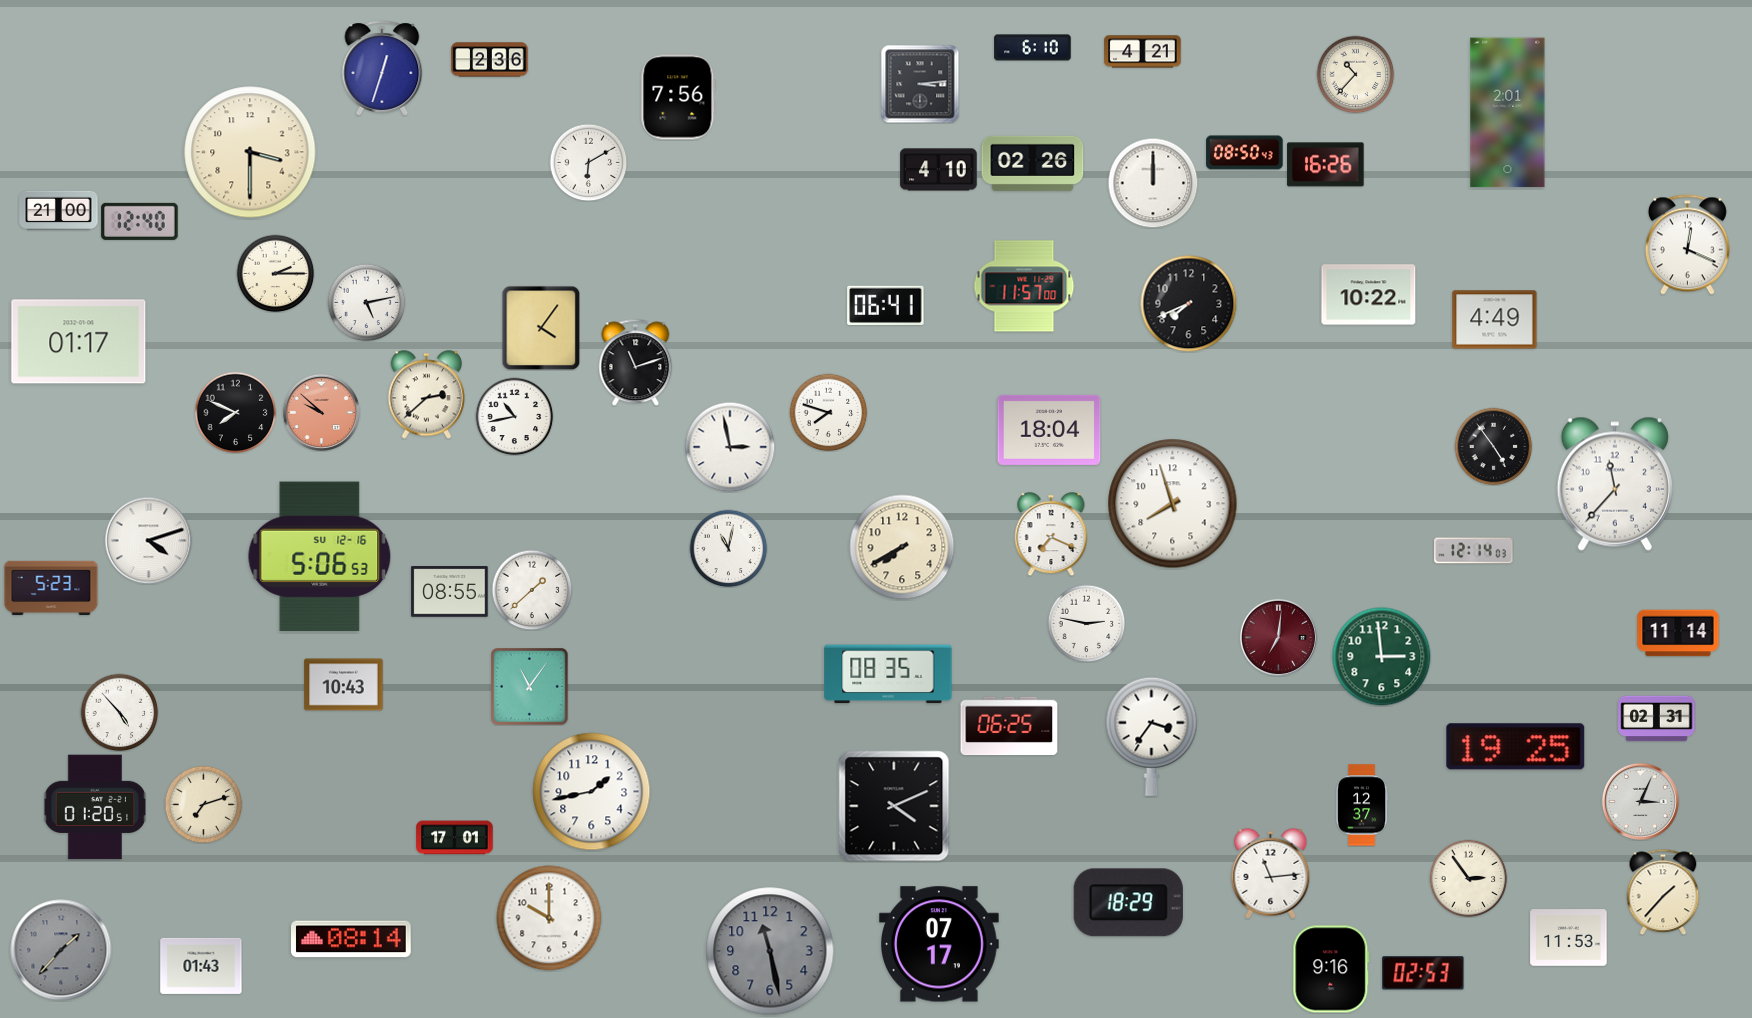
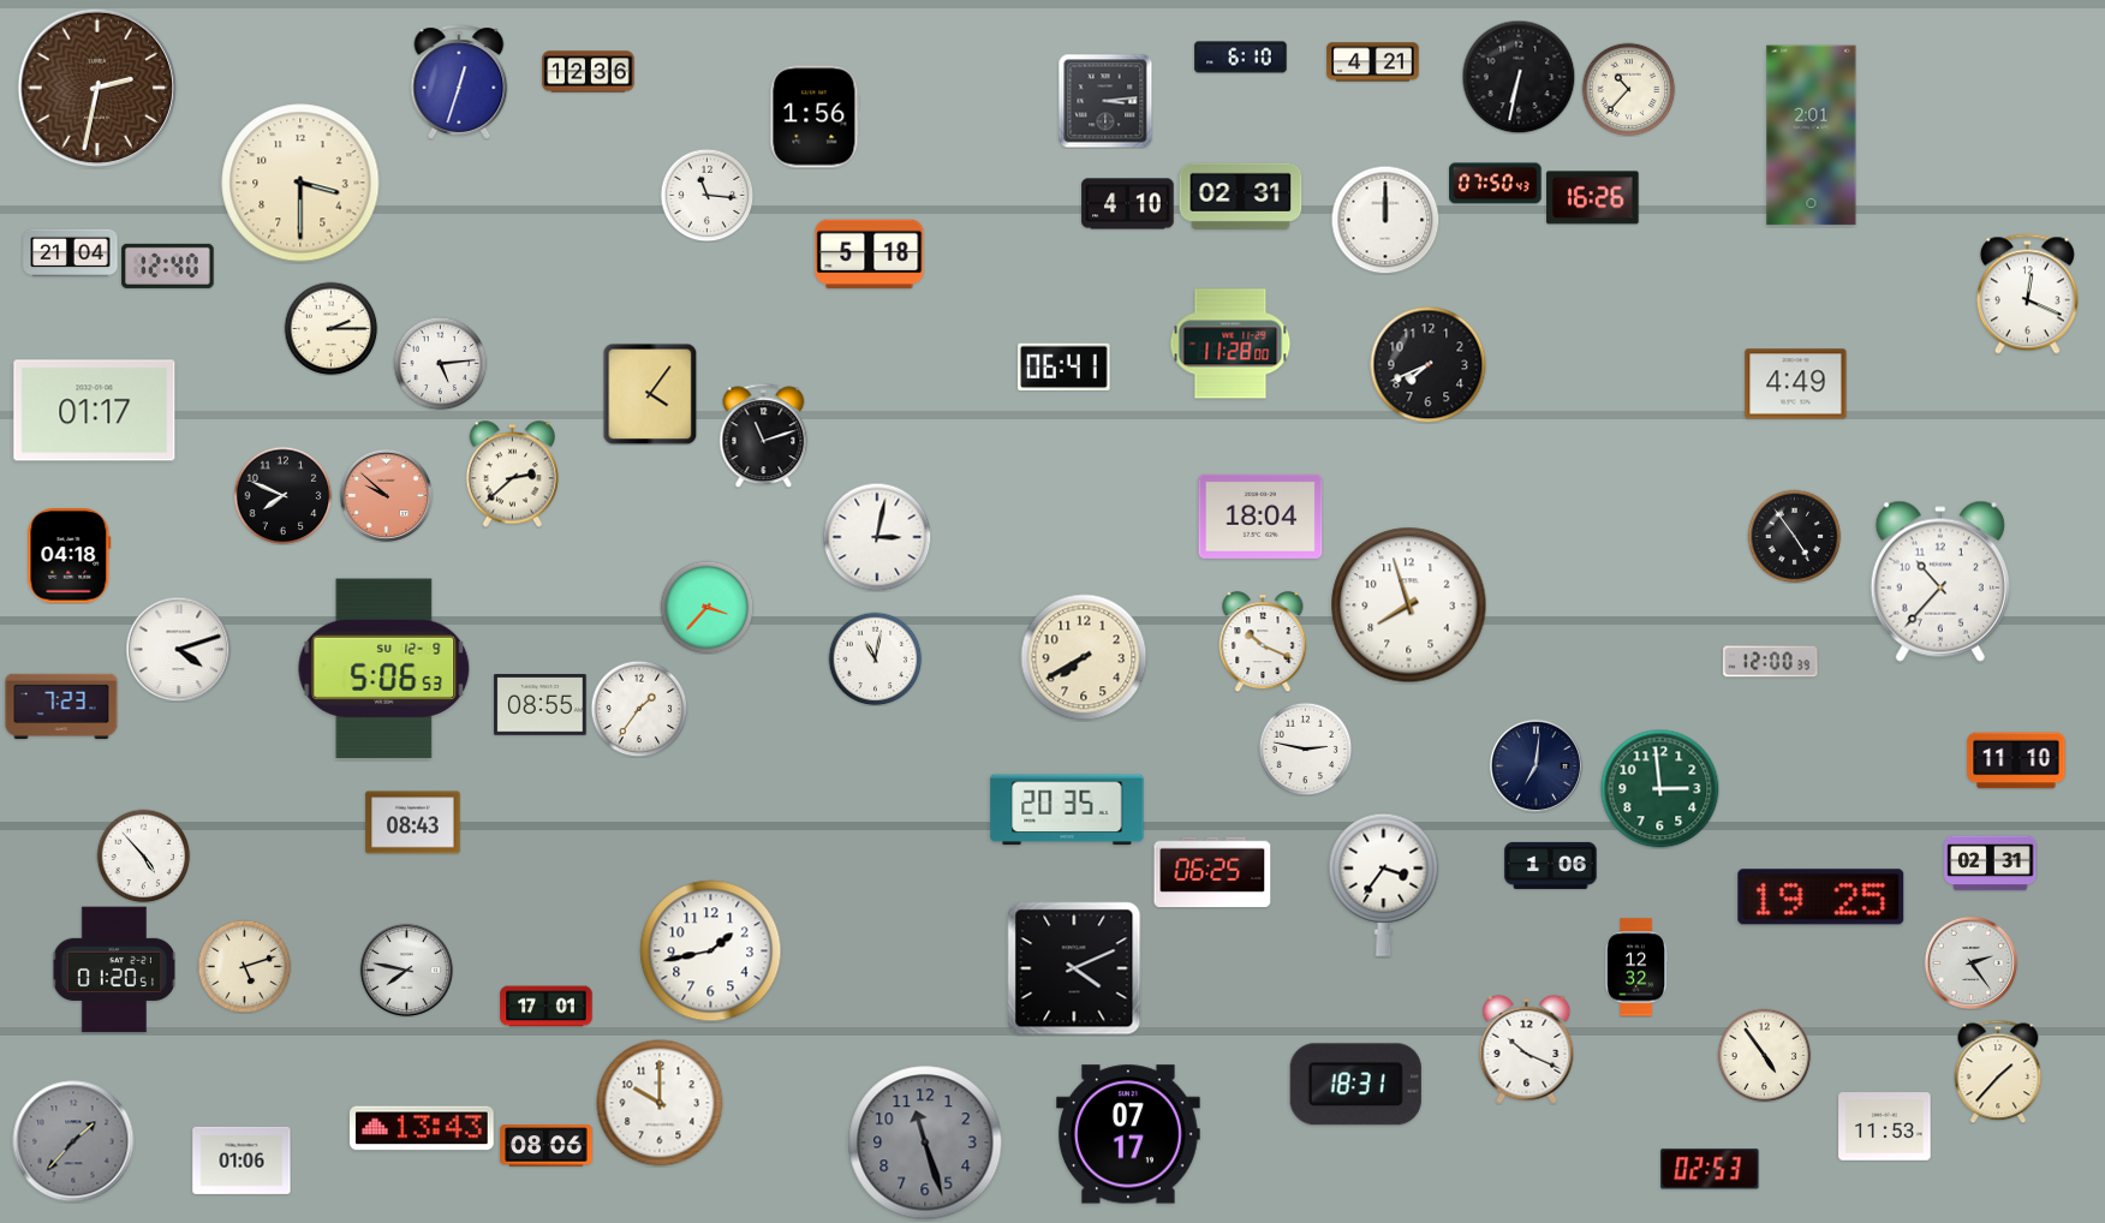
clock at (490, 60): 2:36 -> 12:36
clock at (1519, 77): none -> 6:32
clock at (97, 88): none -> 2:32
clock at (678, 97): 7:56 -> 1:56
clock at (1245, 153): 08:50 -> 07:50
clock at (588, 162): 6:10 -> 11:16
clock at (1033, 163): 02:26 -> 02:31
clock at (59, 211): 21:00 -> 21:04
clock at (870, 255): none -> 5:18
clock at (1024, 286): 11:57 -> 11:28
clock at (1369, 295): 10:22 -> none
clock at (366, 302): 5:13 -> 5:14
clock at (828, 412): 7:48 -> none
clock at (514, 416): 10:43 -> none
clock at (730, 447): 2:58 -> 3:02
clock at (70, 556): none -> 04:18
clock at (1615, 484): 11:37 -> 10:37
clock at (706, 607): none -> 3:37
clock at (1051, 534): 7:19 -> 10:19
clock at (1474, 551): 12:14 -> 12:00
clock at (320, 556) date: SU 12-16 -> SU 12-9
clock at (51, 588): 5:23 -> 7:23
clock at (532, 590): 1:38 -> 1:36
clock at (450, 592) position: (450, 592) -> (541, 705)
clock at (1678, 633): 11:14 -> 11:10
clock at (1278, 637) dial: burgundy -> navy
clock at (888, 674): 08:35 -> 20:35
clock at (344, 685): 10:43 -> 08:43
clock at (530, 687): 11:06 -> none
clock at (1551, 865): none -> 1:06
clock at (1640, 801): 3:04 -> 2:24
clock at (203, 804): 7:12 -> 5:12
clock at (1362, 805): 12:37 -> 12:32
clock at (406, 970): none -> 7:47
clock at (1271, 873): 11:14 -> 10:19
clock at (1468, 878): 2:54 -> 4:54
clock at (1128, 903): 18:29 -> 18:31
clock at (352, 939): 08:14 -> 13:43
clock at (770, 951): 11:28 -> 11:27
clock at (547, 1146): none -> 08:06
clock at (201, 966): 01:43 -> 01:06
clock at (1331, 969): 9:16 -> none
